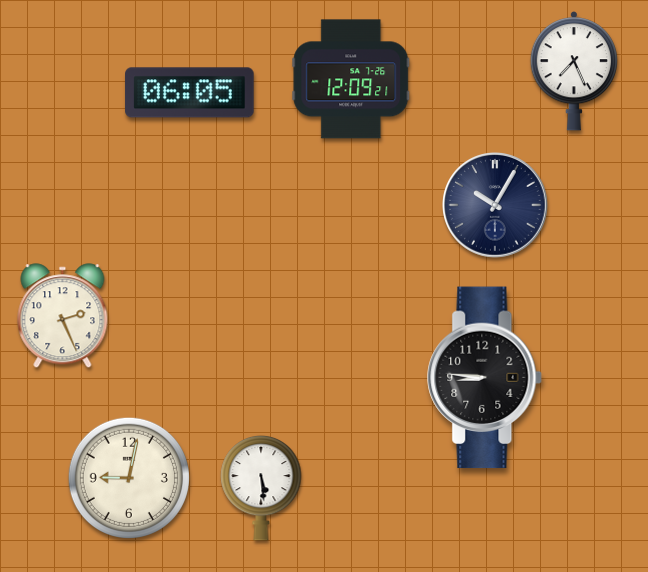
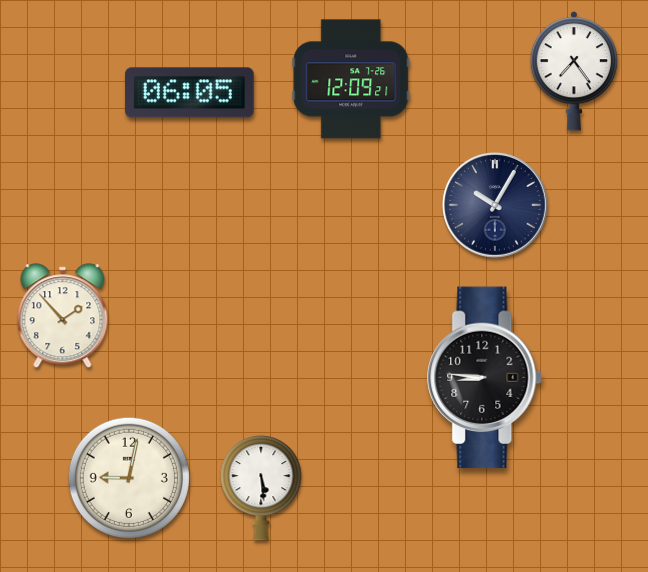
clock at (573, 72): 7:26 -> 7:24
clock at (63, 316): 2:26 -> 1:53
